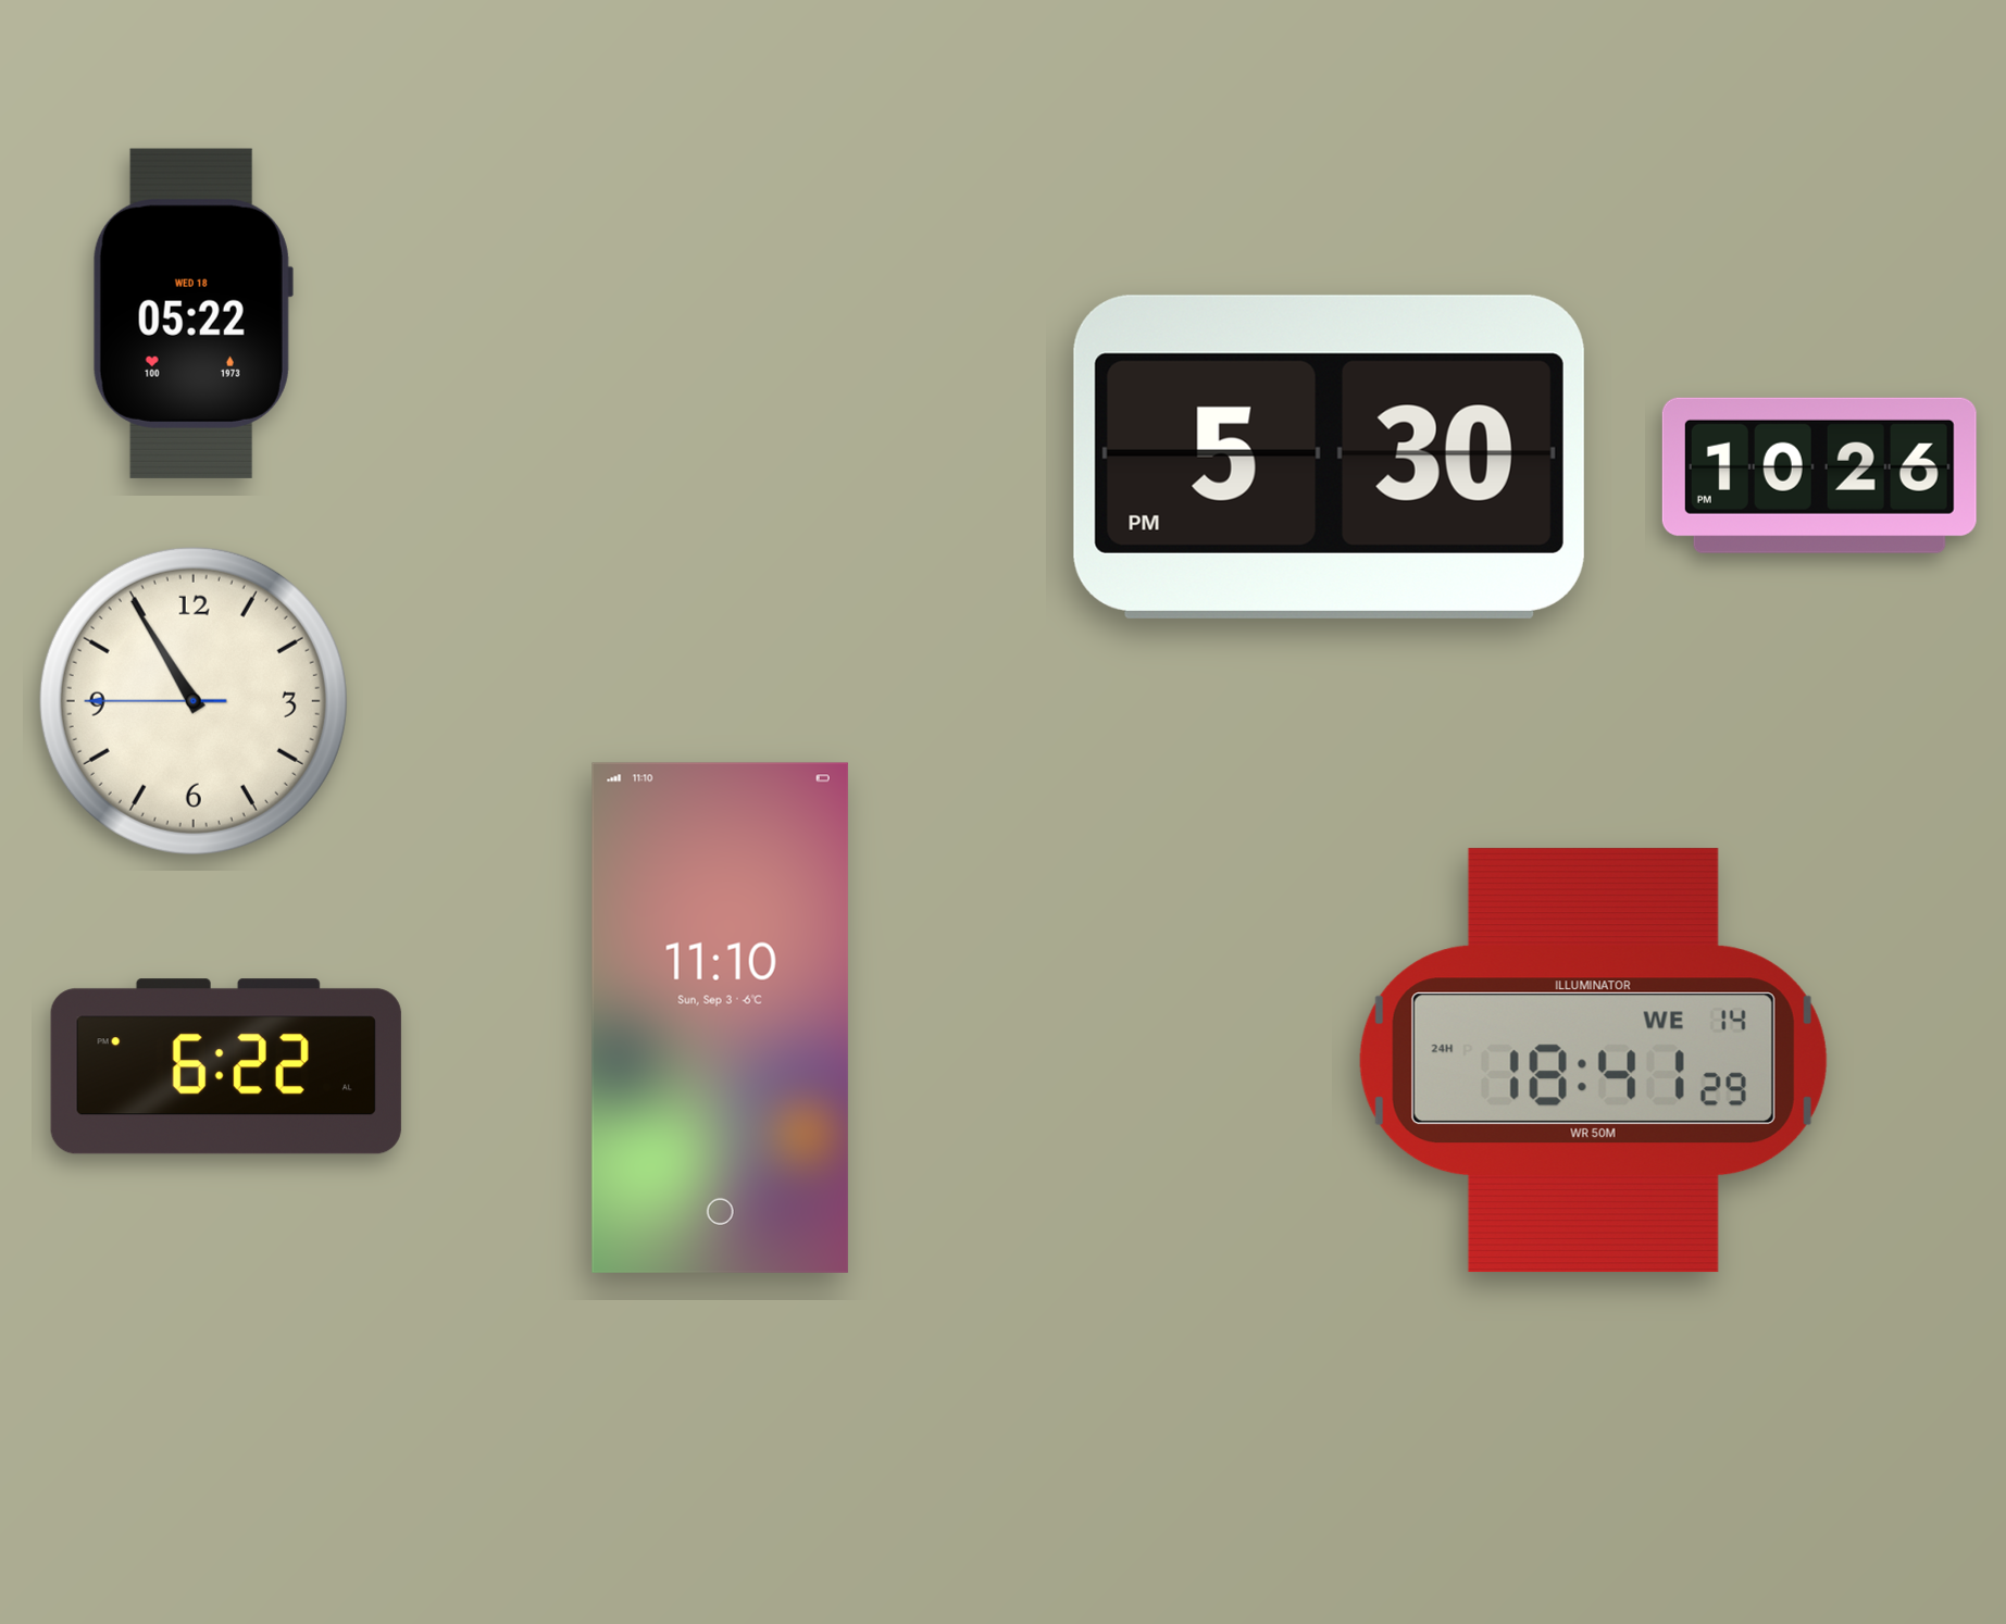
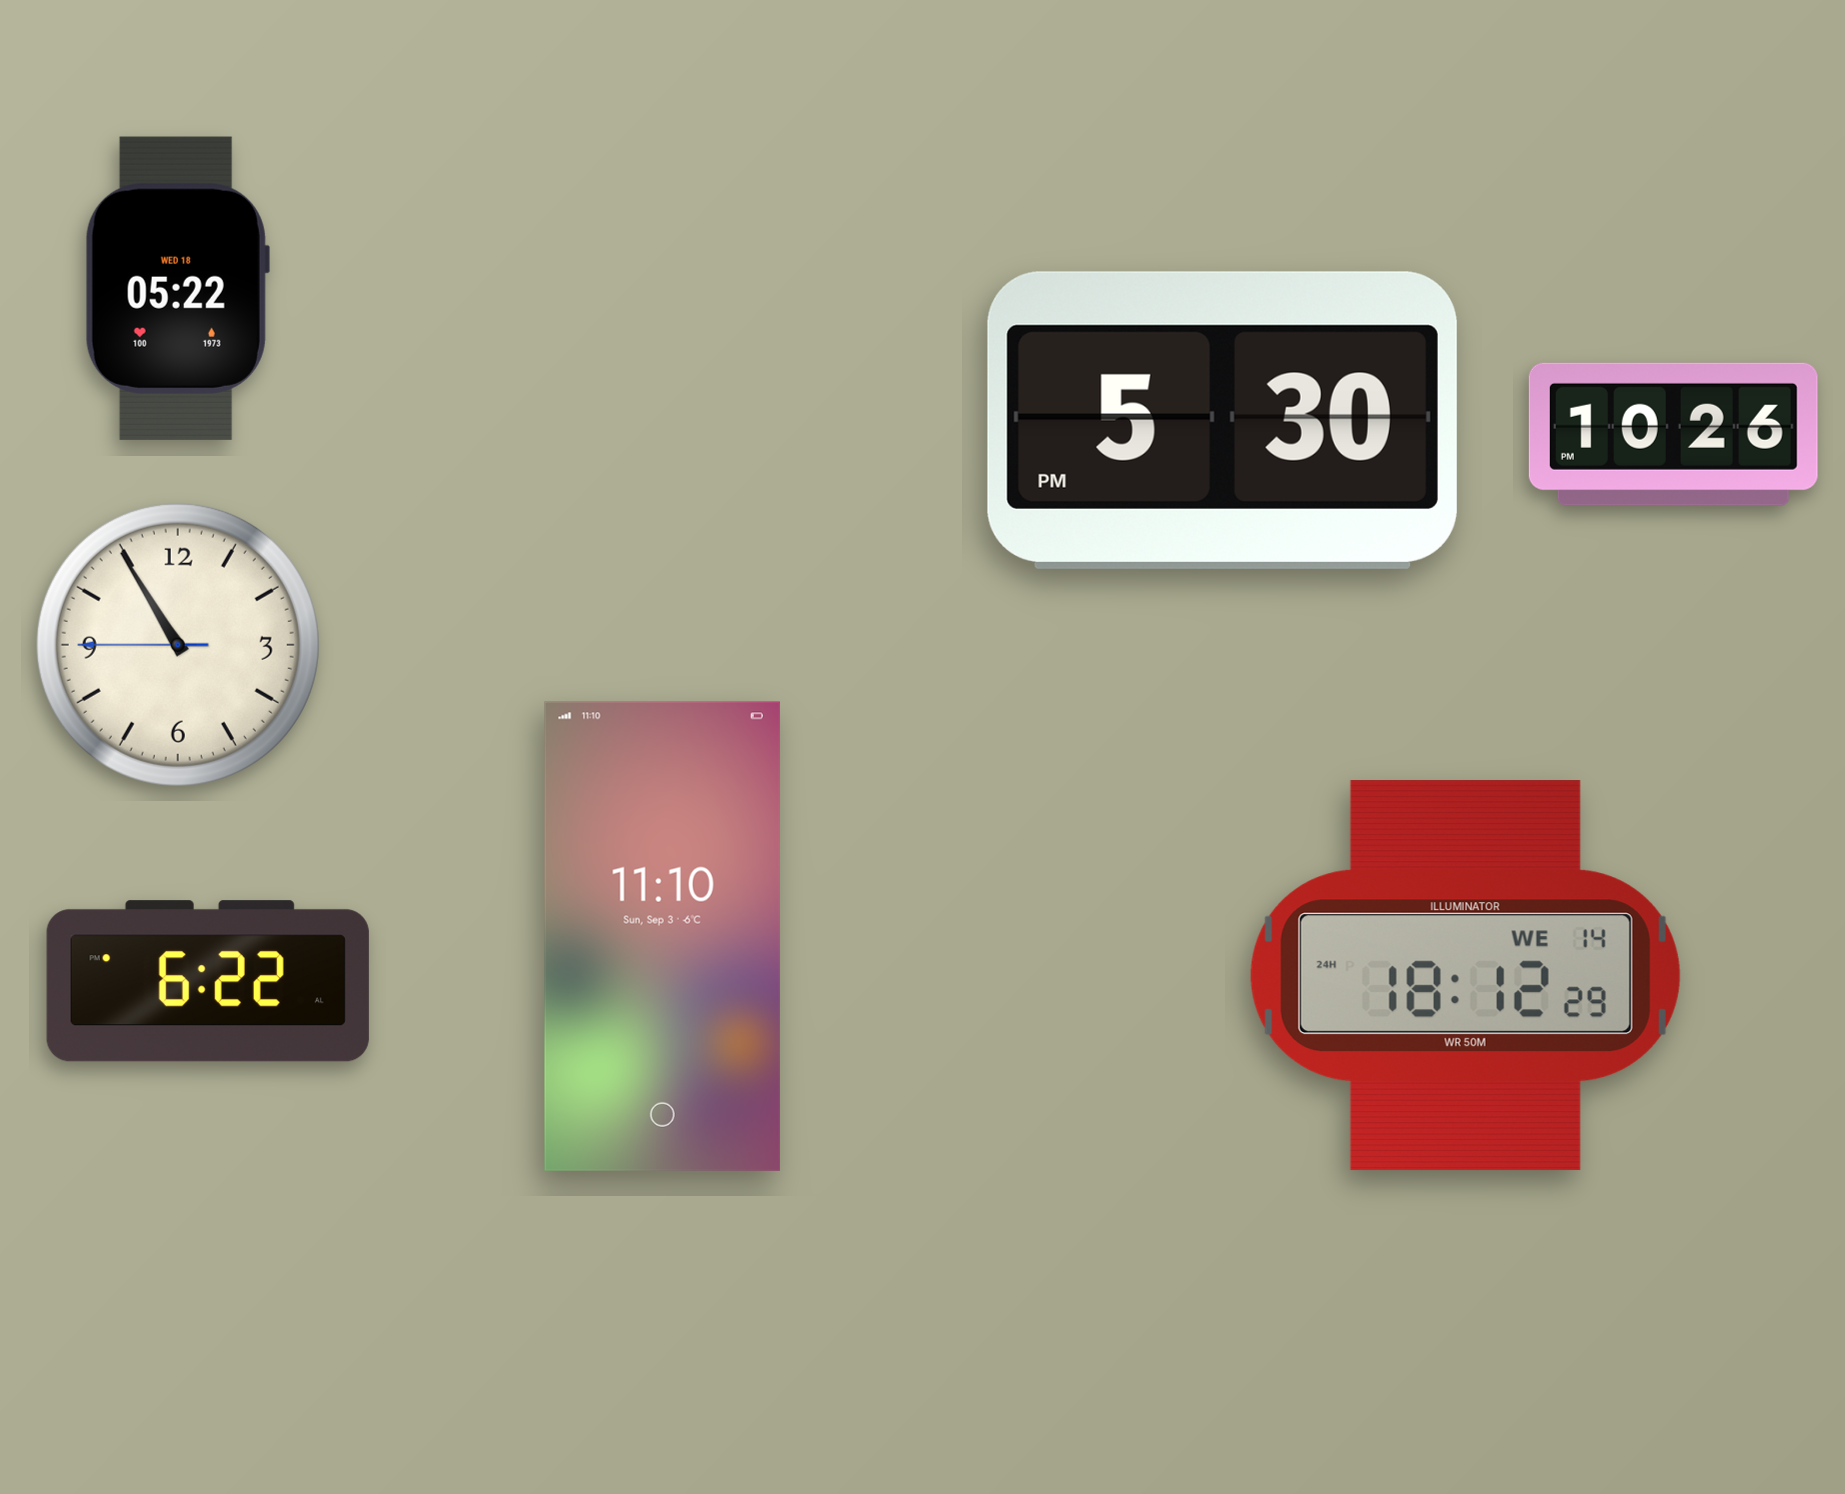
clock at (1819, 475) position: (1819, 475) -> (1673, 434)
clock at (1593, 1061): 18:41 -> 18:12
